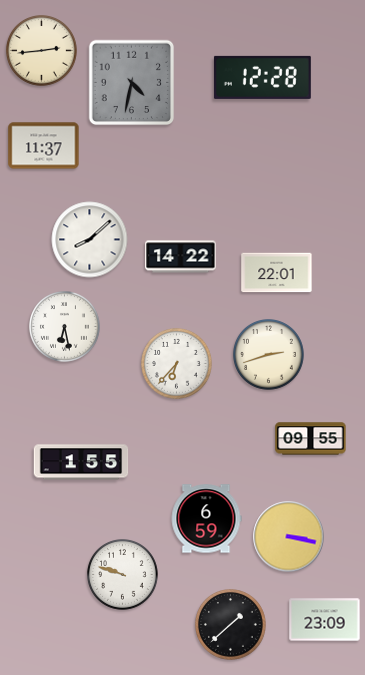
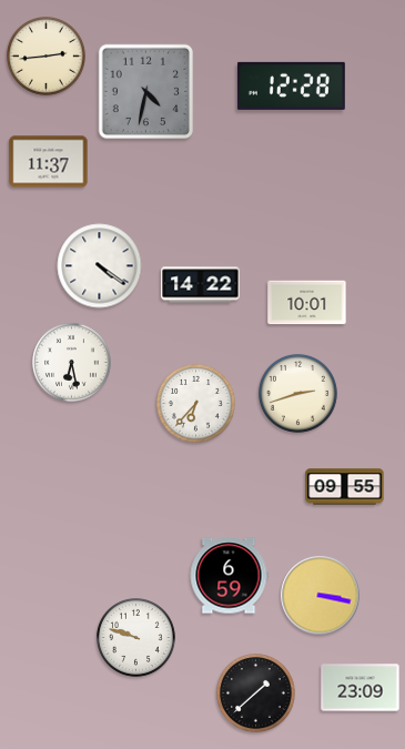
clock at (90, 240): 8:08 -> 4:21
clock at (277, 273): 22:01 -> 10:01
clock at (81, 462): 1:55 -> none
